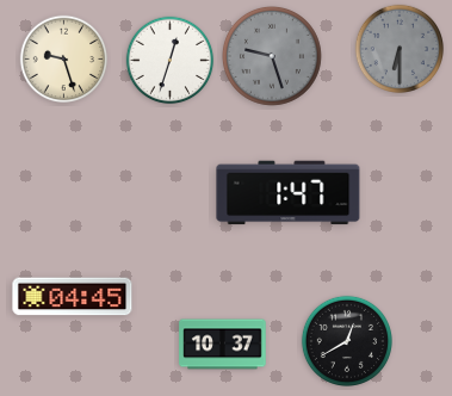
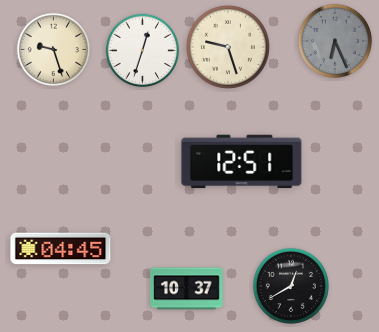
clock at (400, 49): 6:30 -> 6:26
clock at (273, 57) dial: grey -> cream
clock at (289, 193): 1:47 -> 12:51
